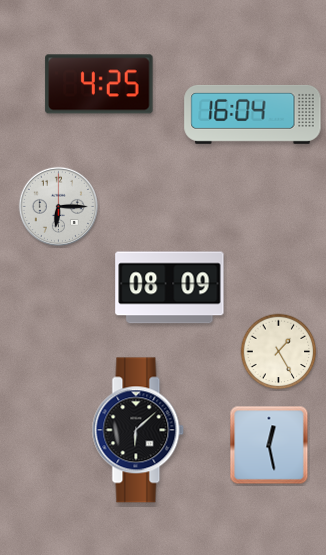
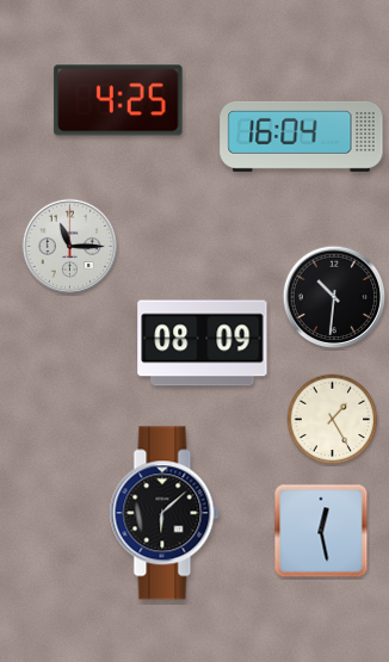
clock at (58, 206): 6:15 -> 11:15
clock at (334, 297): none -> 10:31
